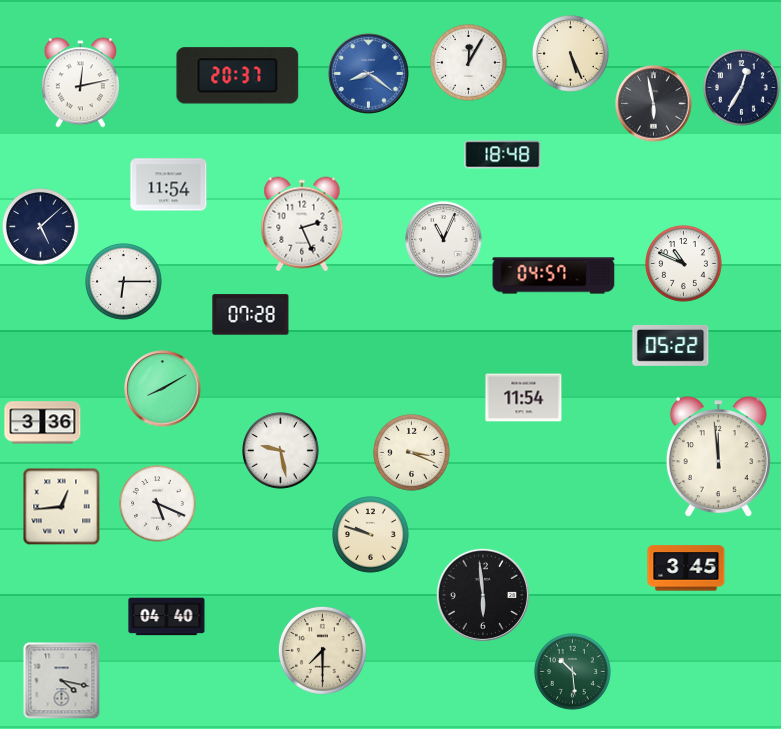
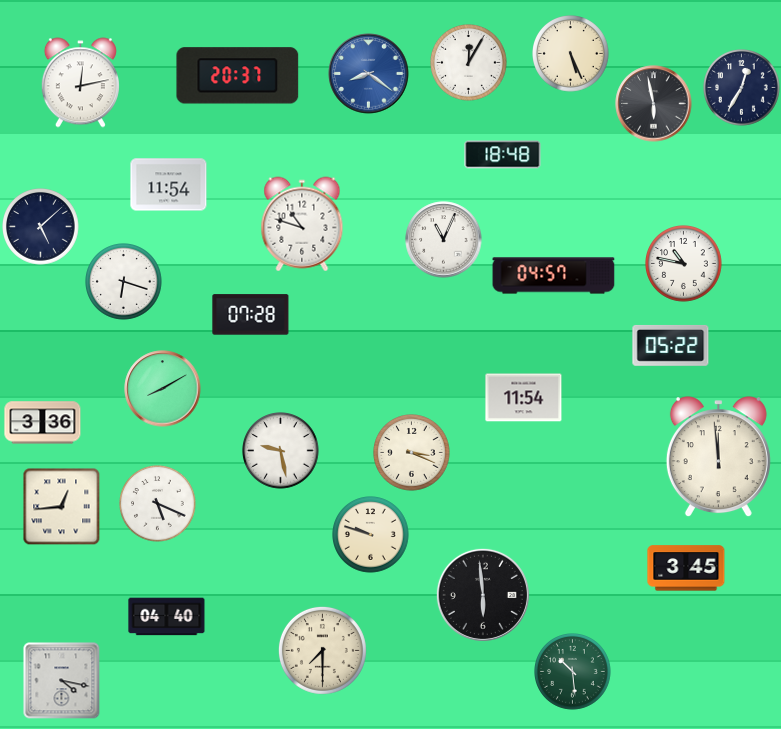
clock at (302, 224): 2:26 -> 10:48
clock at (684, 264): 10:49 -> 10:47
clock at (124, 282): 6:15 -> 6:18
